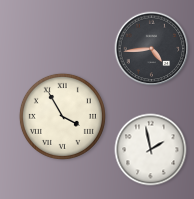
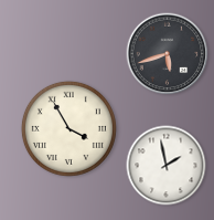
clock at (152, 49): 4:44 -> 5:42
